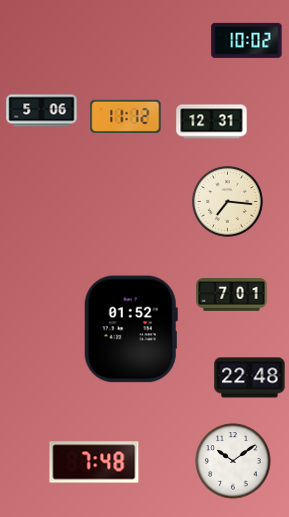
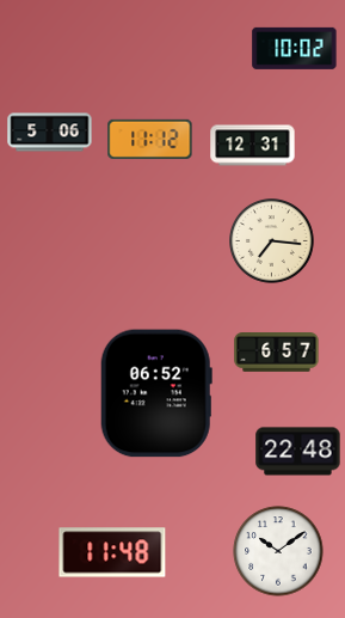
clock at (232, 295): 7:01 -> 6:57
clock at (131, 329): 01:52 -> 06:52
clock at (94, 462): 7:48 -> 11:48
